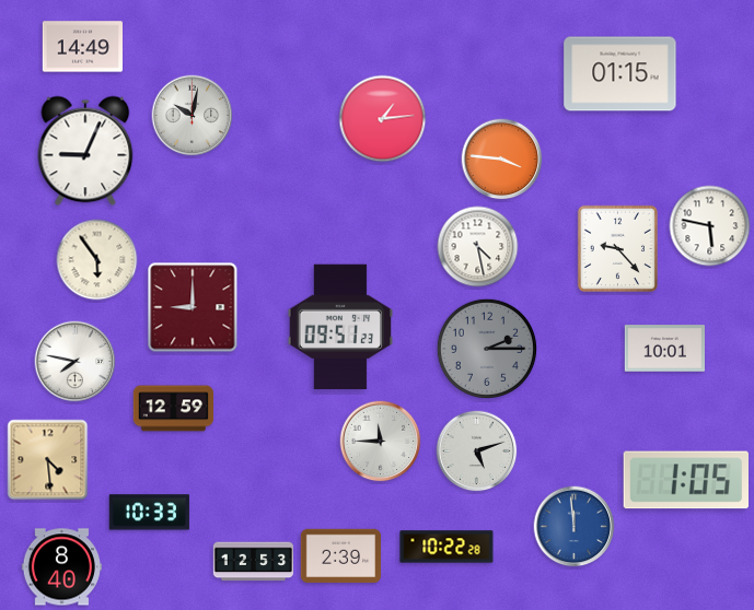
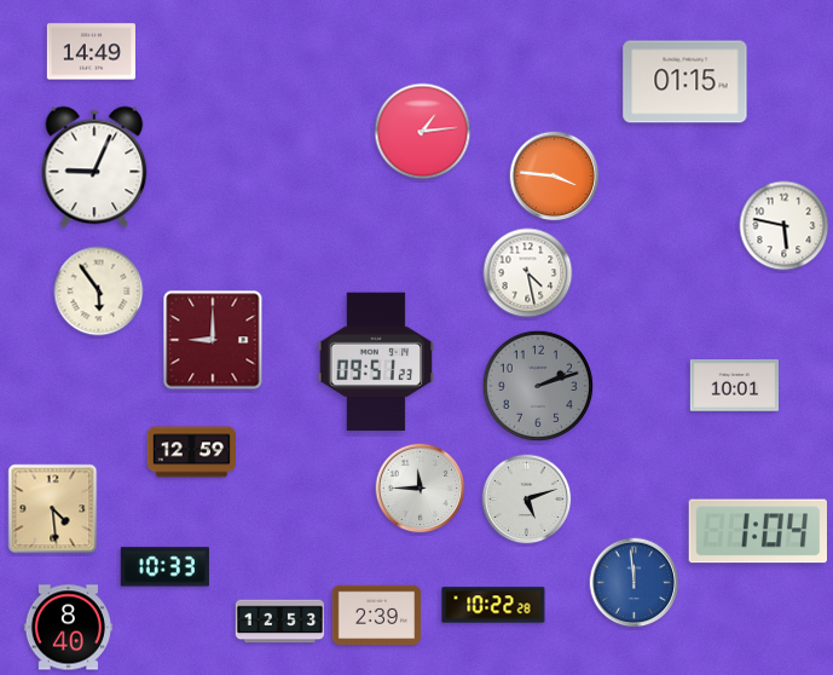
clock at (193, 116): 10:02 -> none
clock at (710, 226) position: (710, 226) -> (785, 226)
clock at (617, 249): 9:23 -> none
clock at (97, 260) position: (97, 260) -> (99, 292)
clock at (486, 348): 2:15 -> 2:12
clock at (76, 362): 7:47 -> none
clock at (686, 480): 1:05 -> 1:04
